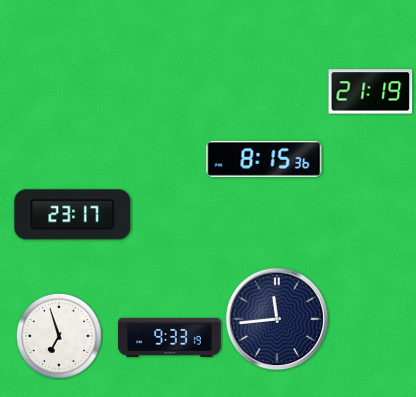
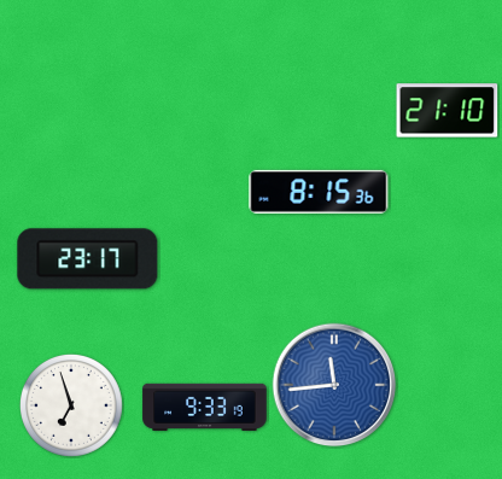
clock at (371, 92): 21:19 -> 21:10
clock at (277, 319) dial: navy -> blue
